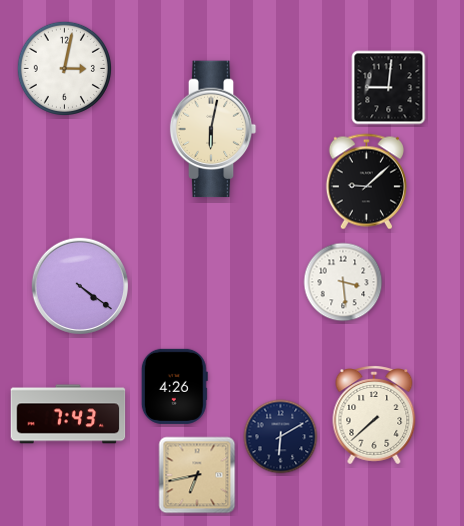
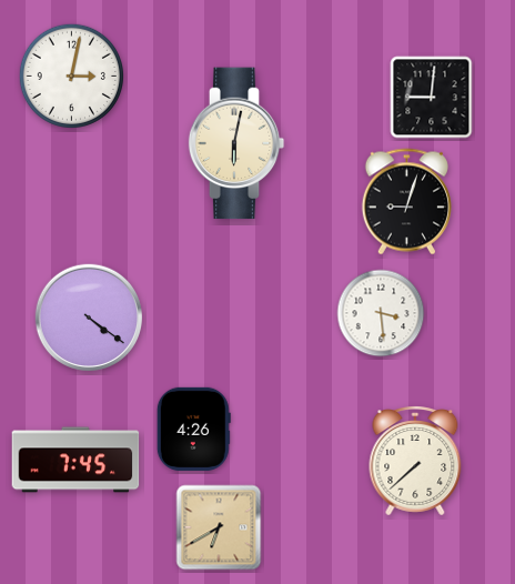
clock at (366, 182): 9:08 -> 9:03
clock at (68, 414): 7:43 -> 7:45
clock at (281, 437): 6:10 -> none
clock at (197, 475): 6:43 -> 6:40
